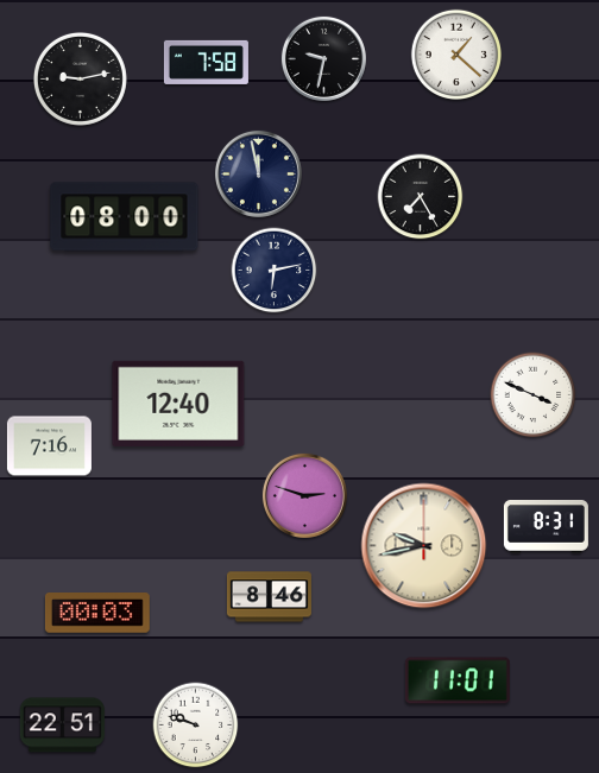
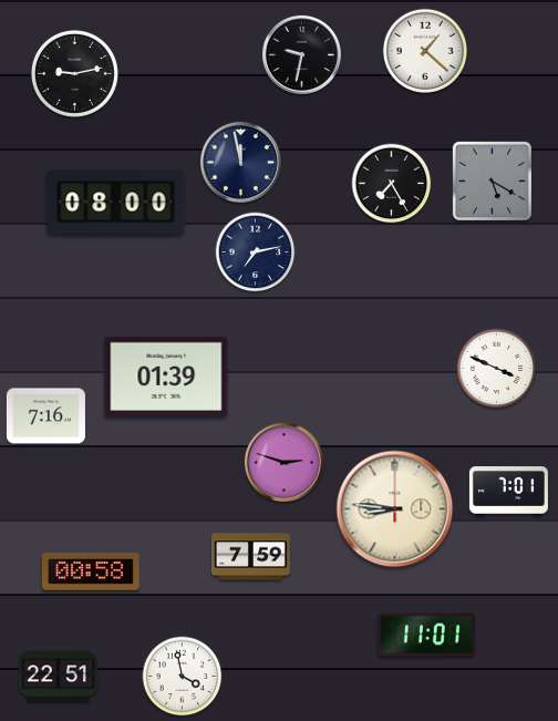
clock at (206, 62): 7:58 -> none
clock at (492, 181): none -> 5:20
clock at (275, 271): 6:13 -> 7:13
clock at (178, 404): 12:40 -> 01:39
clock at (546, 527): 8:31 -> 7:01
clock at (424, 546): 9:43 -> 8:46
clock at (269, 597): 8:46 -> 7:59
clock at (97, 614): 00:03 -> 00:58
clock at (196, 726): 9:48 -> 3:58
